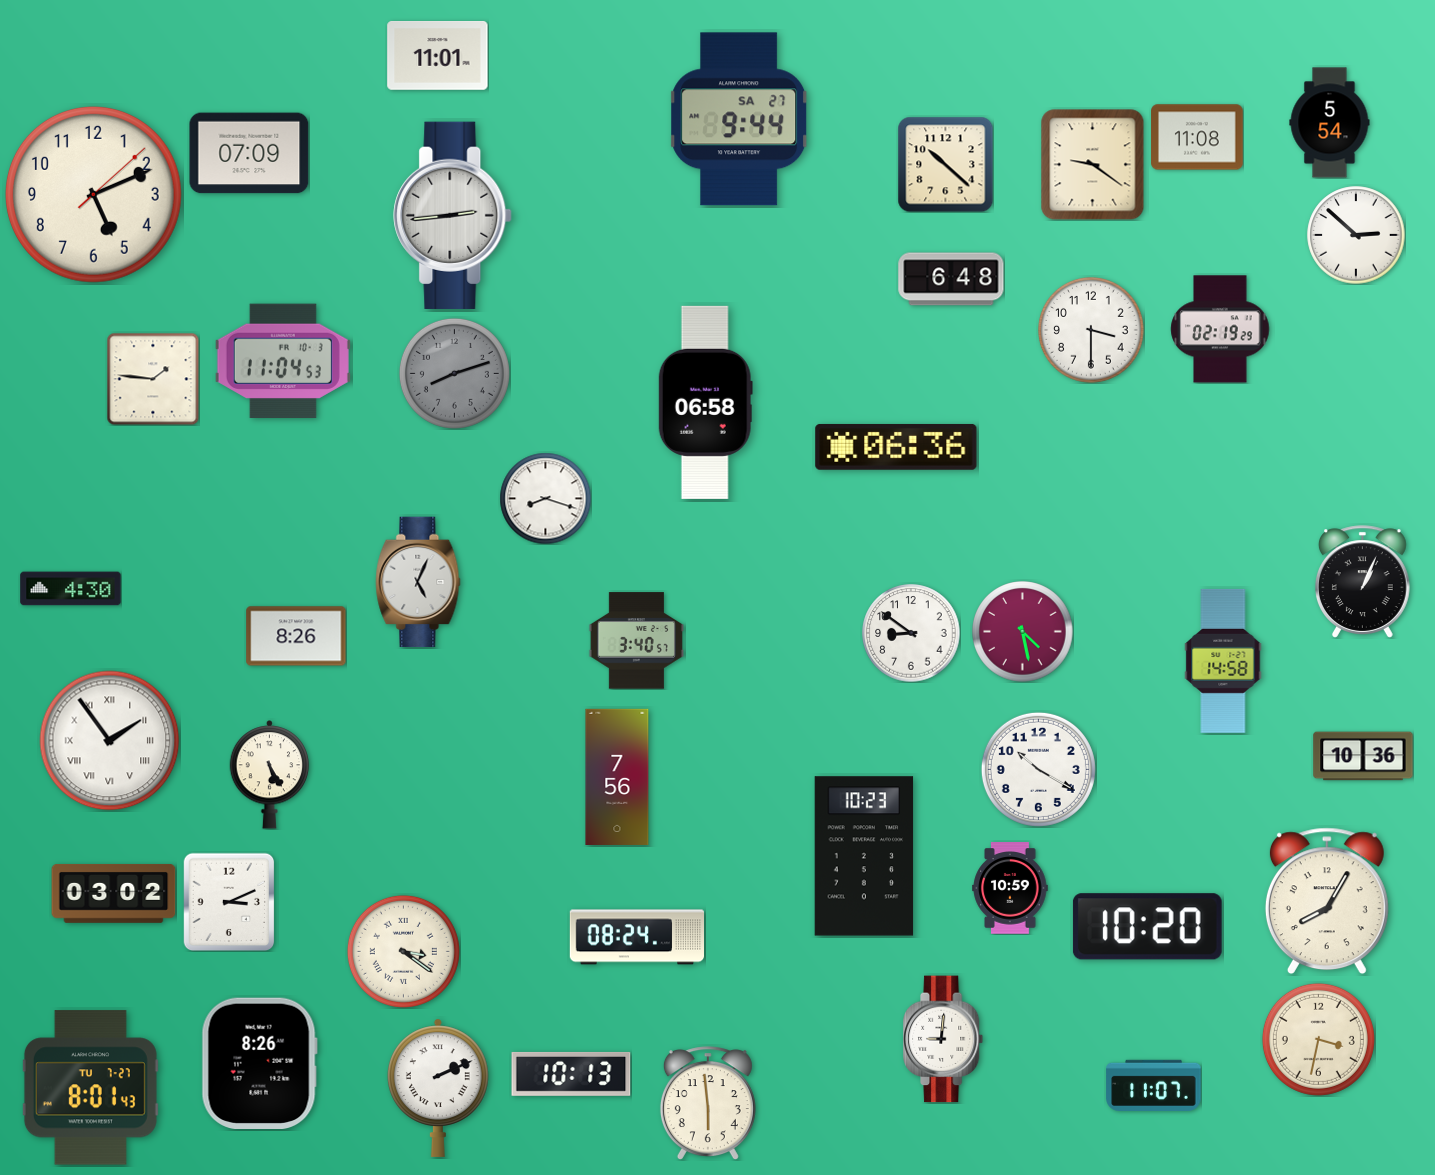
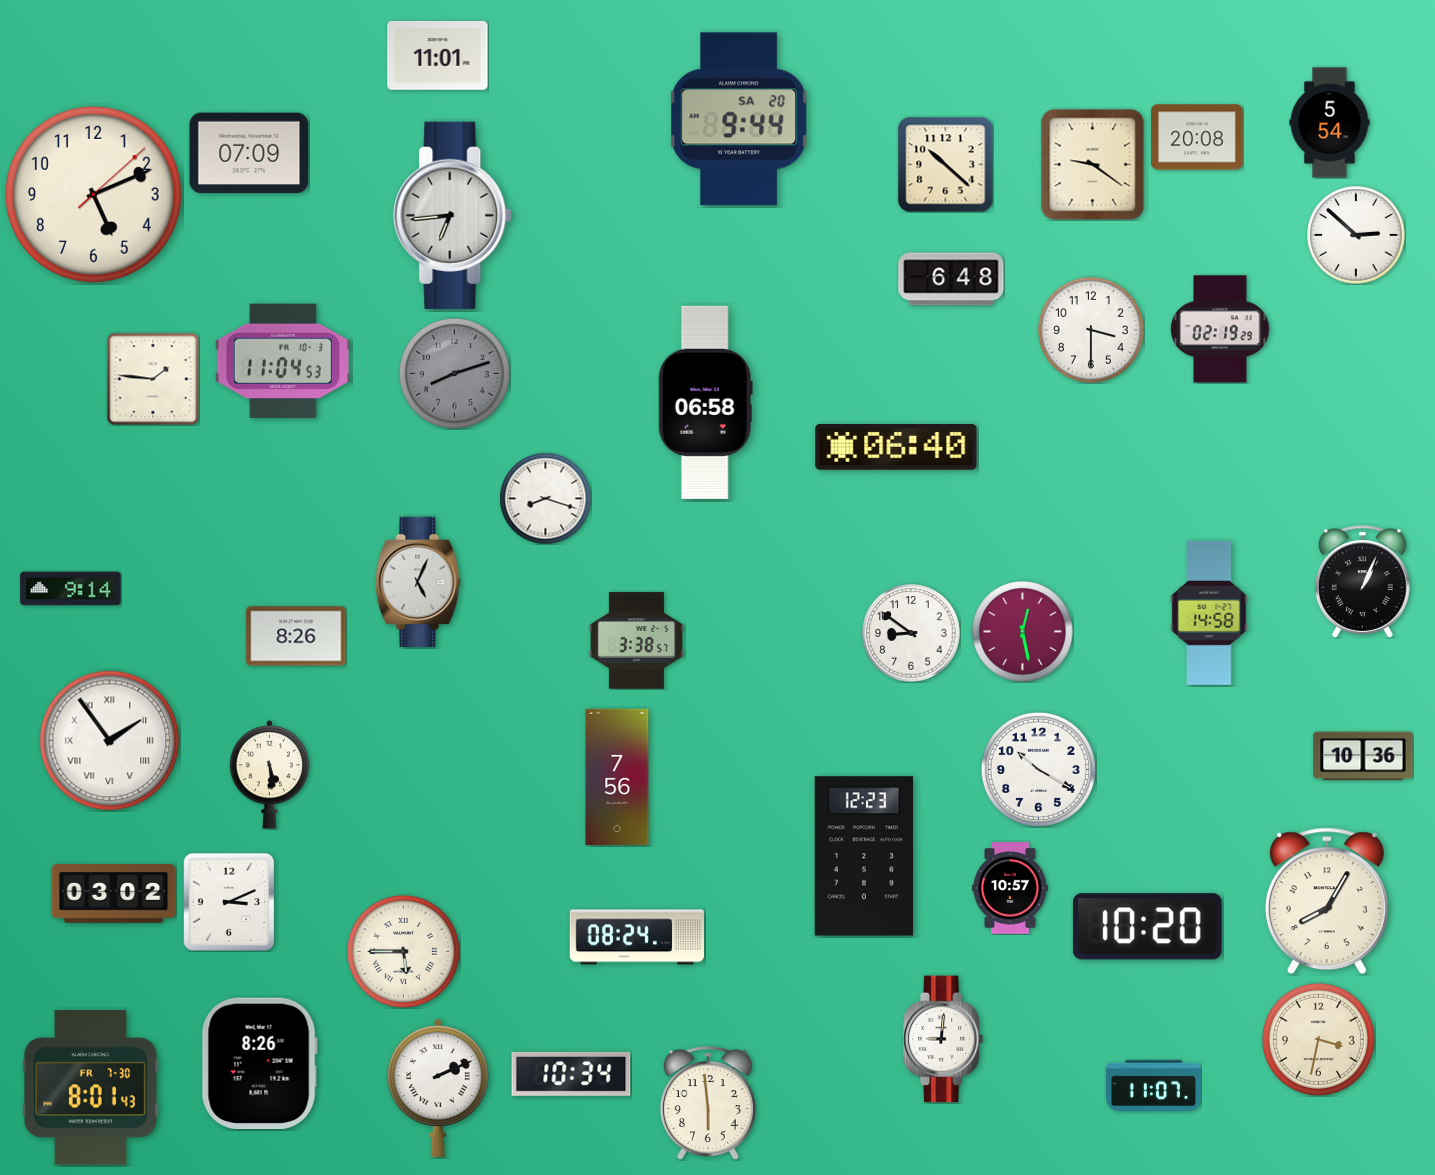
clock at (739, 119) date: SA 27 -> SA 20
clock at (1197, 137): 11:08 -> 20:08
clock at (453, 215): 2:44 -> 6:44
clock at (896, 447): 06:36 -> 06:40
clock at (71, 589): 4:30 -> 9:14
clock at (1023, 632): 4:28 -> 12:28
clock at (636, 641): 3:40 -> 3:38
clock at (1223, 661) position: (1223, 661) -> (1209, 613)
clock at (270, 775): 5:25 -> 5:29
clock at (864, 856): 10:23 -> 12:23
clock at (1010, 888): 10:59 -> 10:57
clock at (403, 951): 3:21 -> 5:45
clock at (571, 1074): 10:13 -> 10:34
clock at (90, 1088) date: TU 7-27 -> FR 7-30
